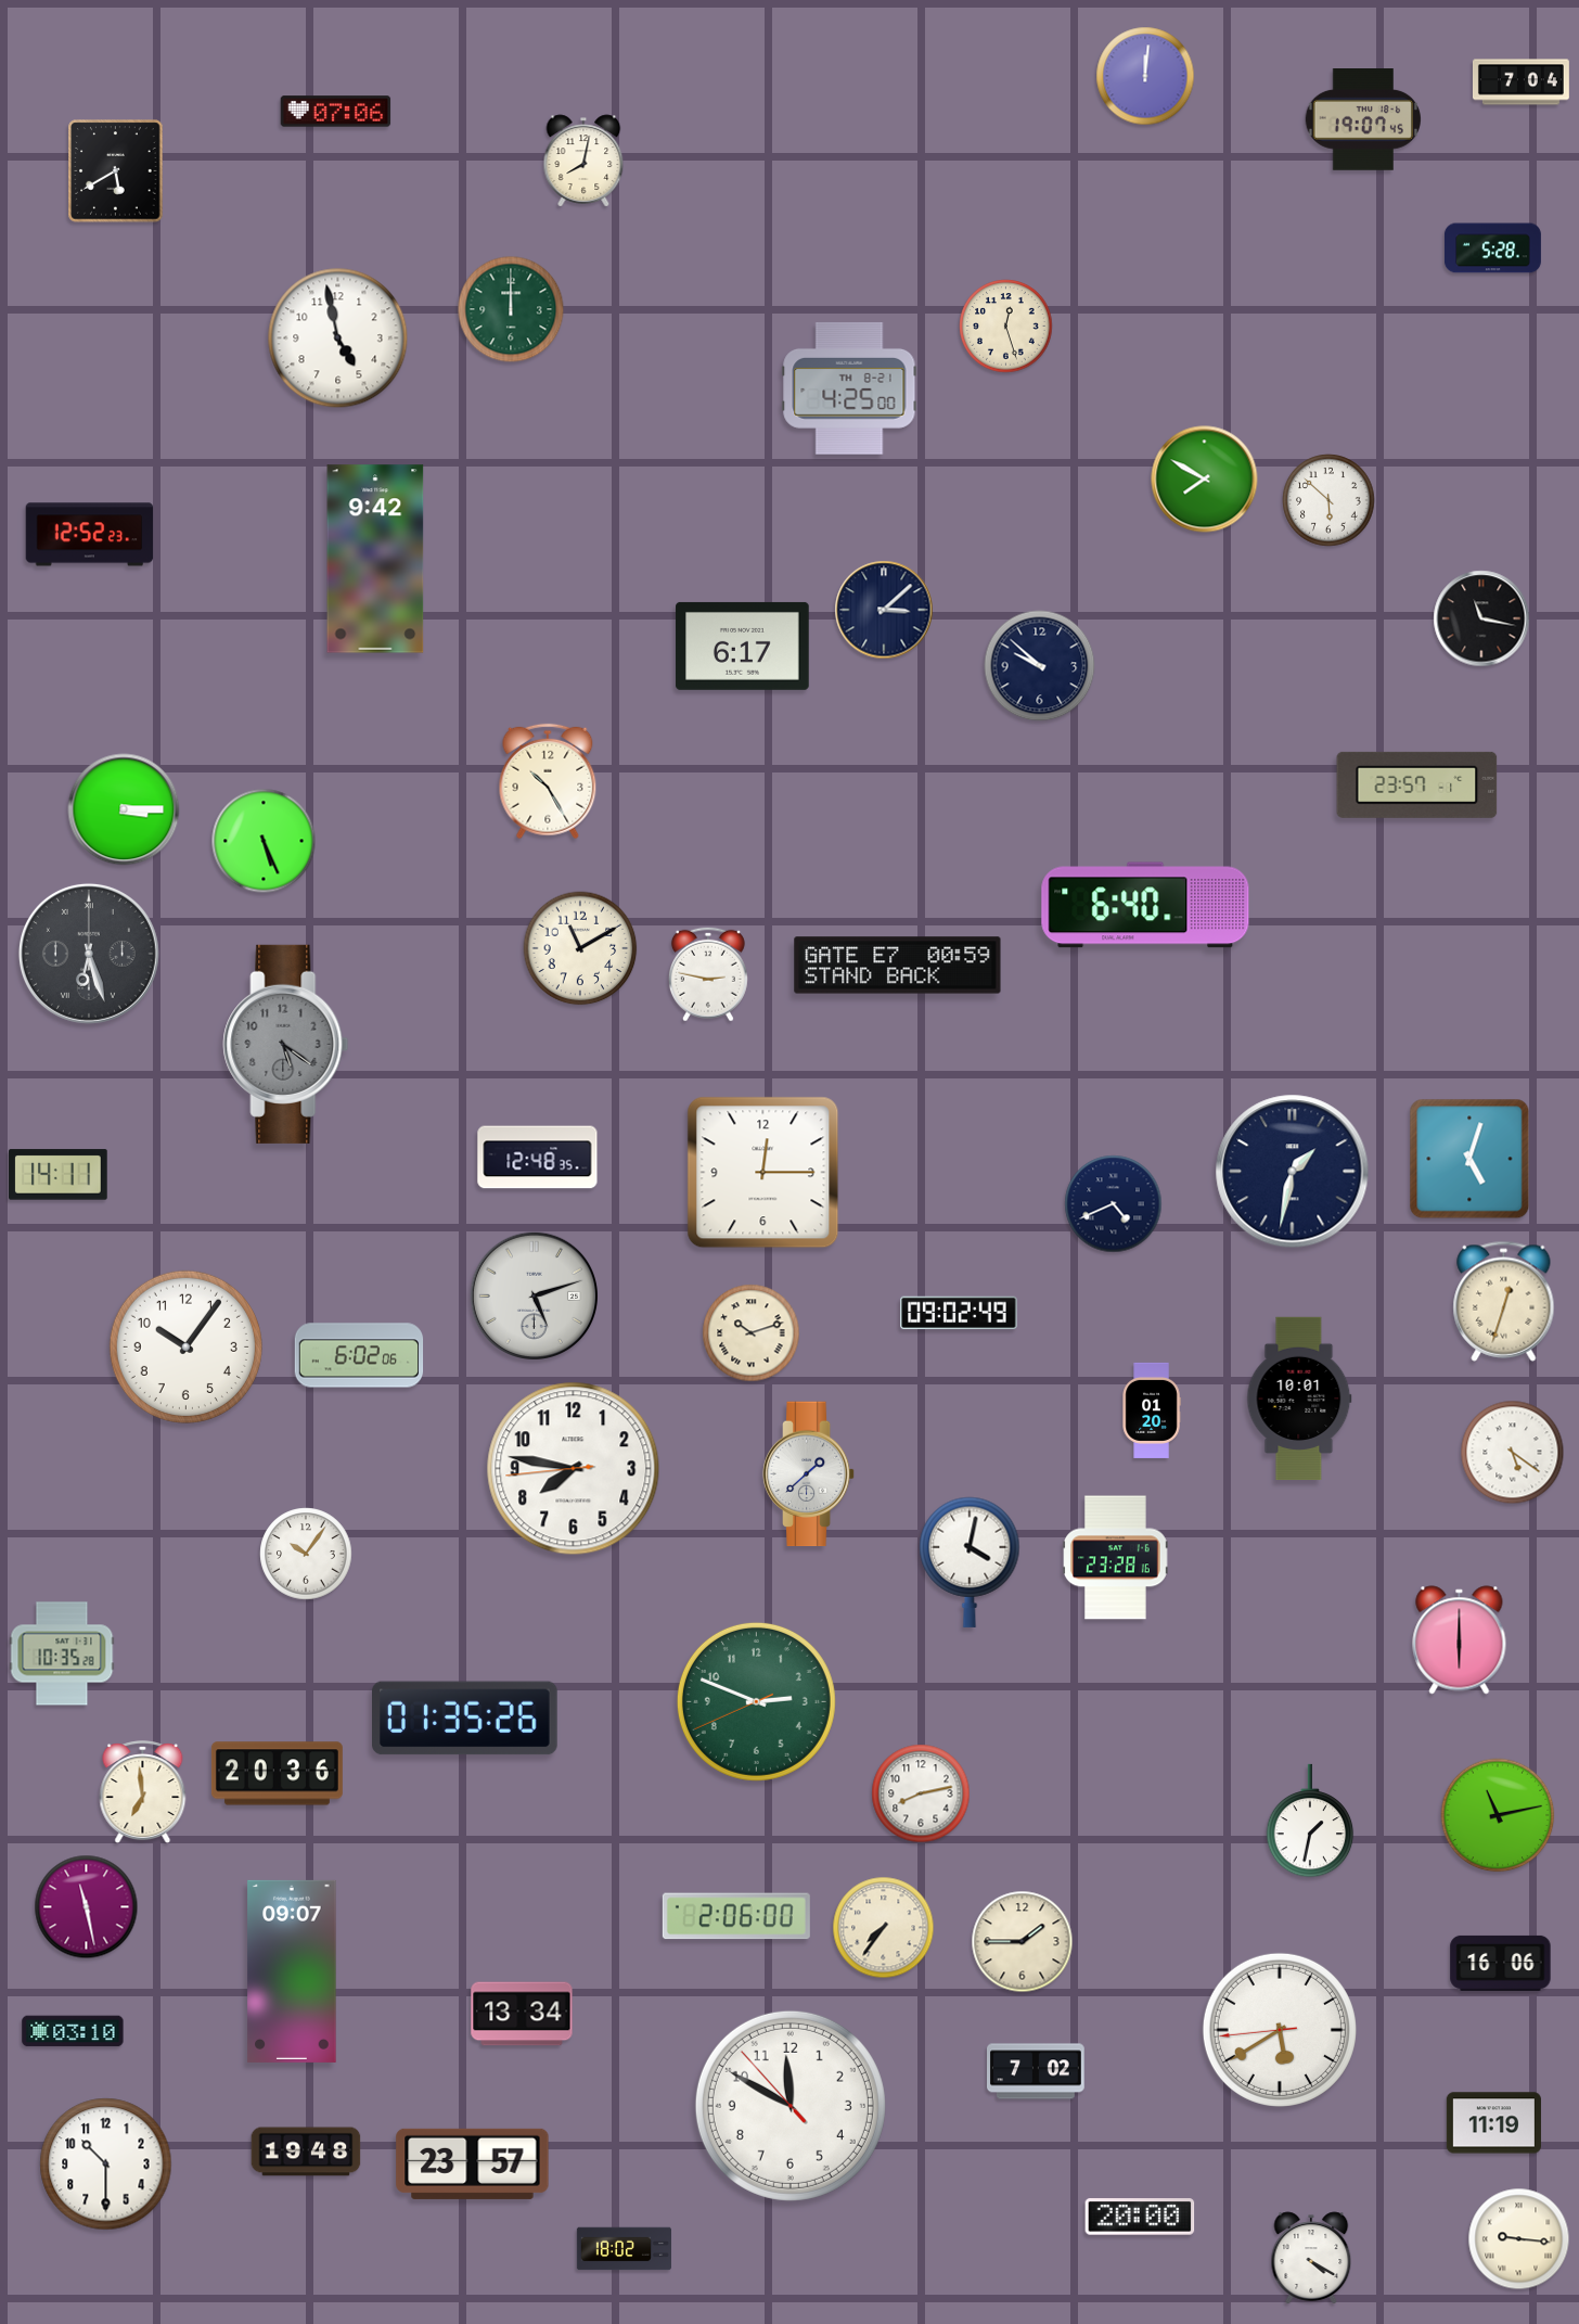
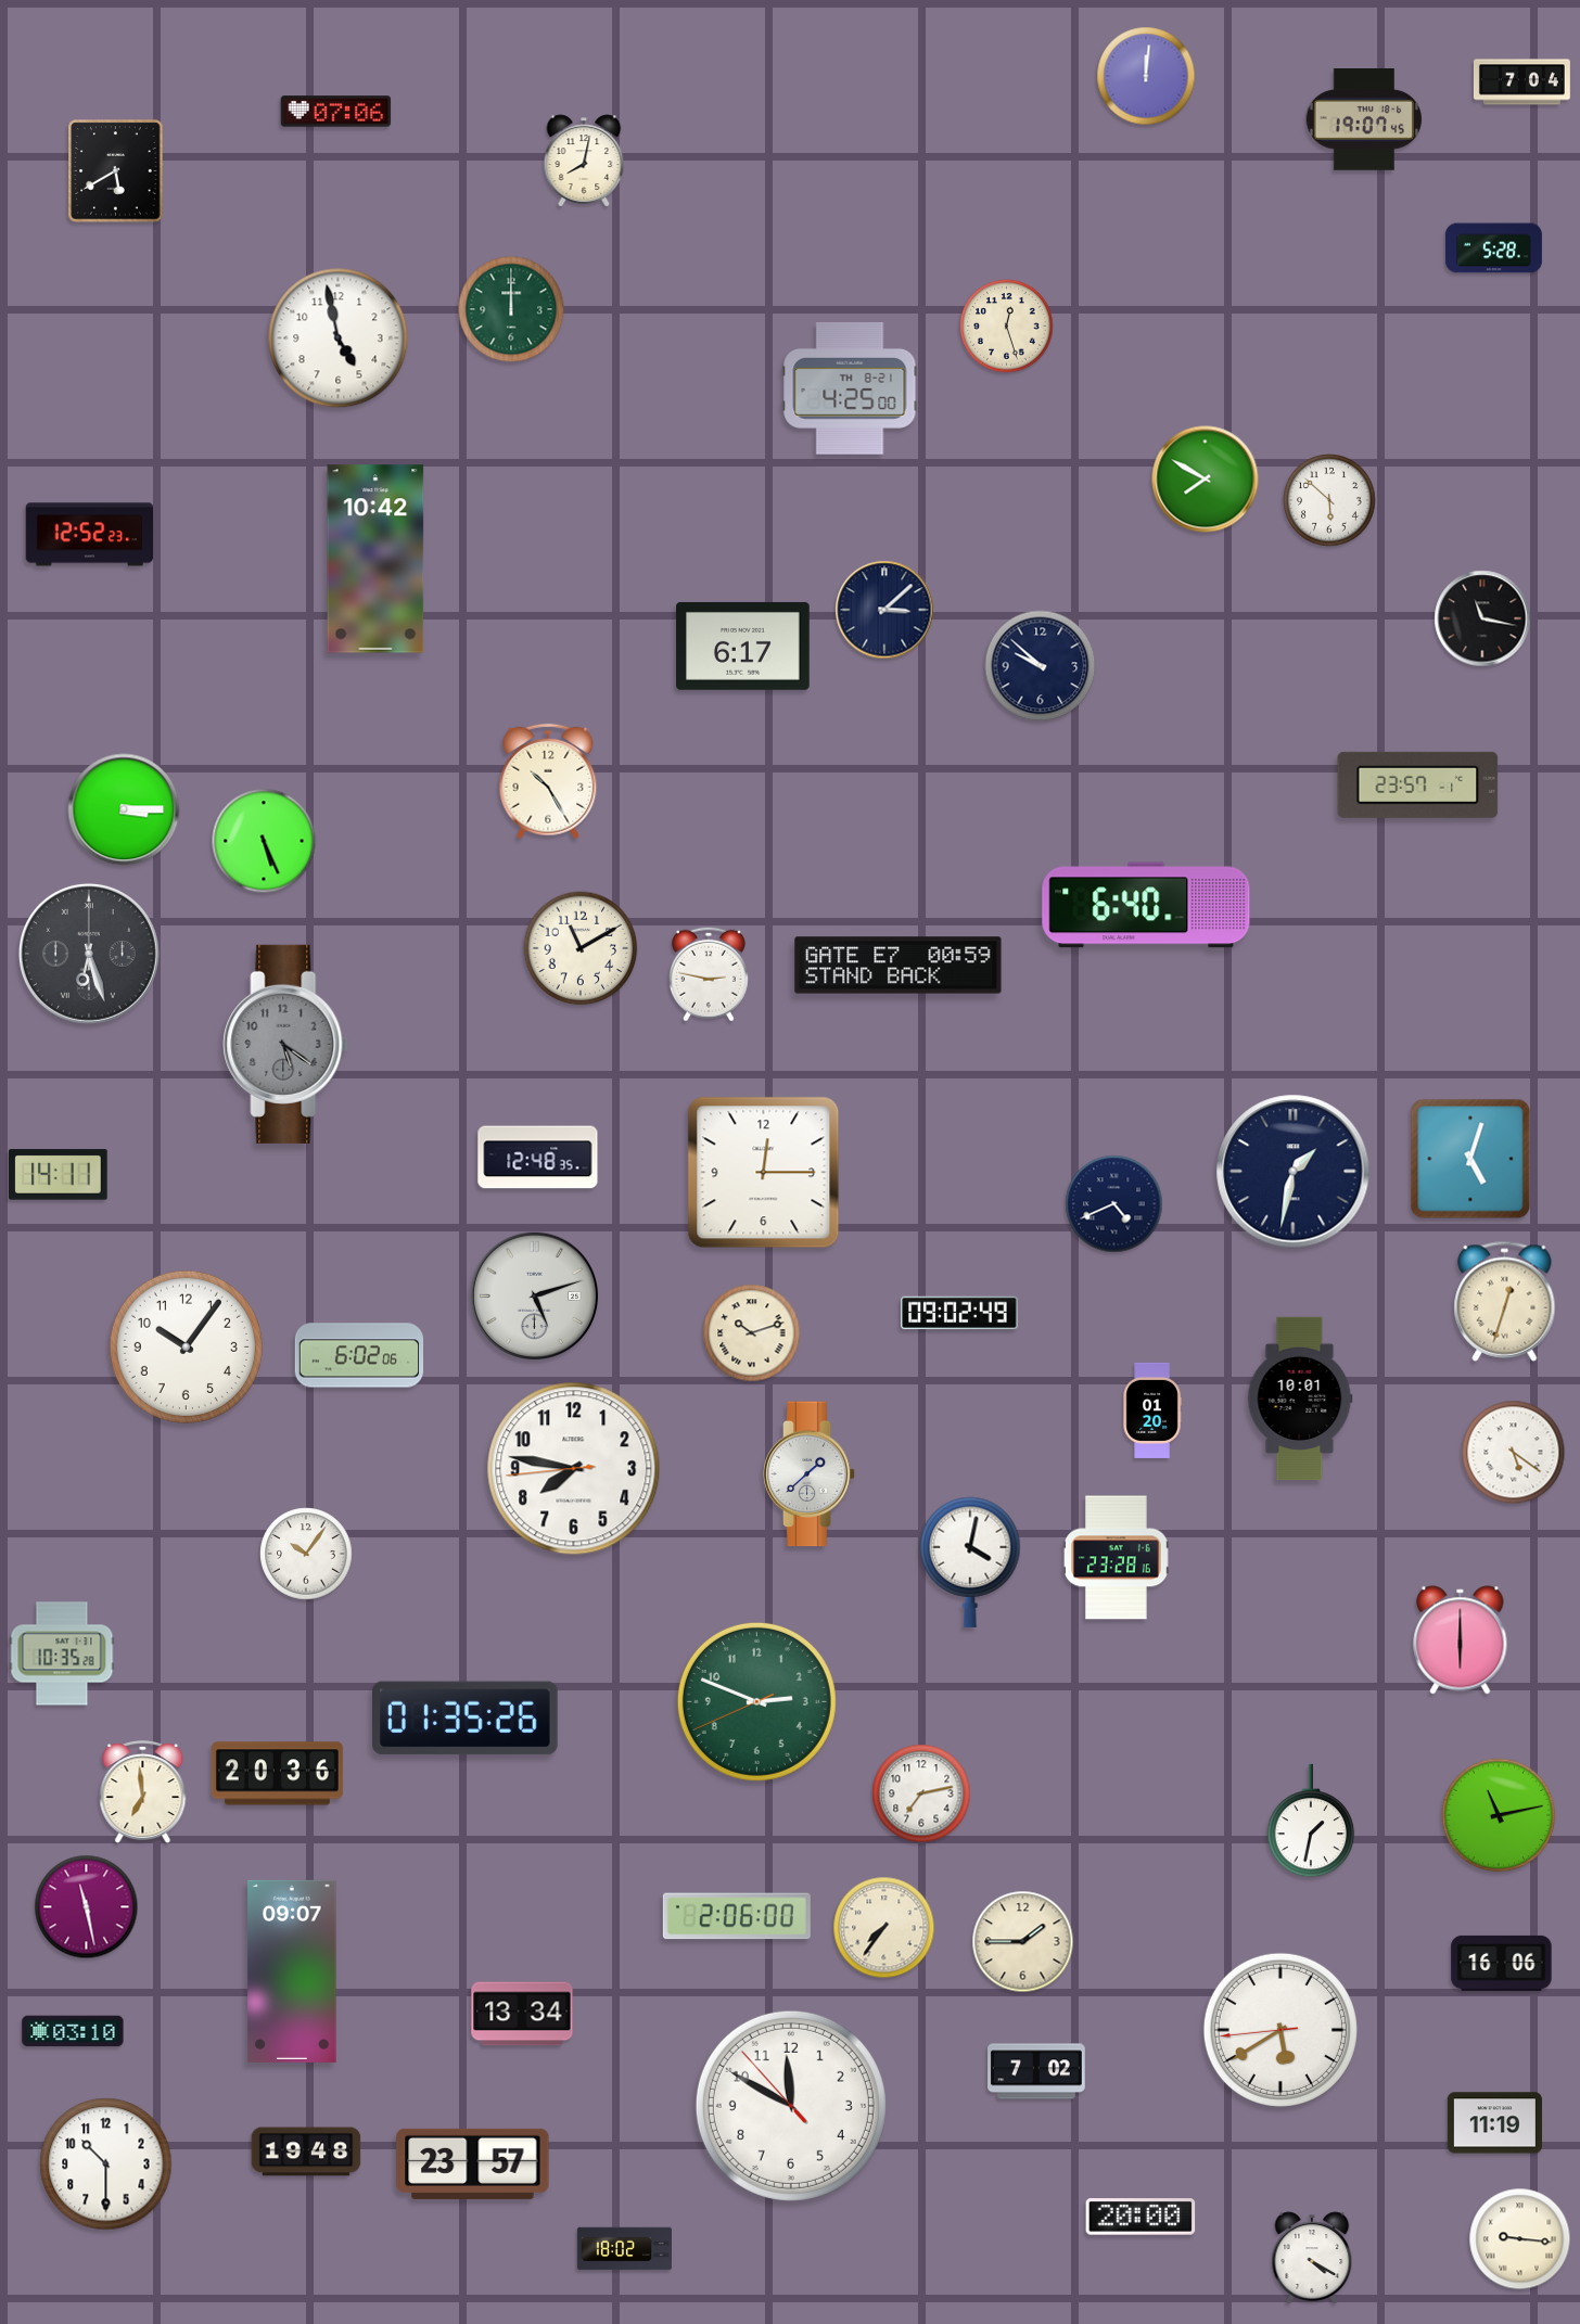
clock at (375, 559): 9:42 -> 10:42
clock at (921, 1793): 8:13 -> 7:13
